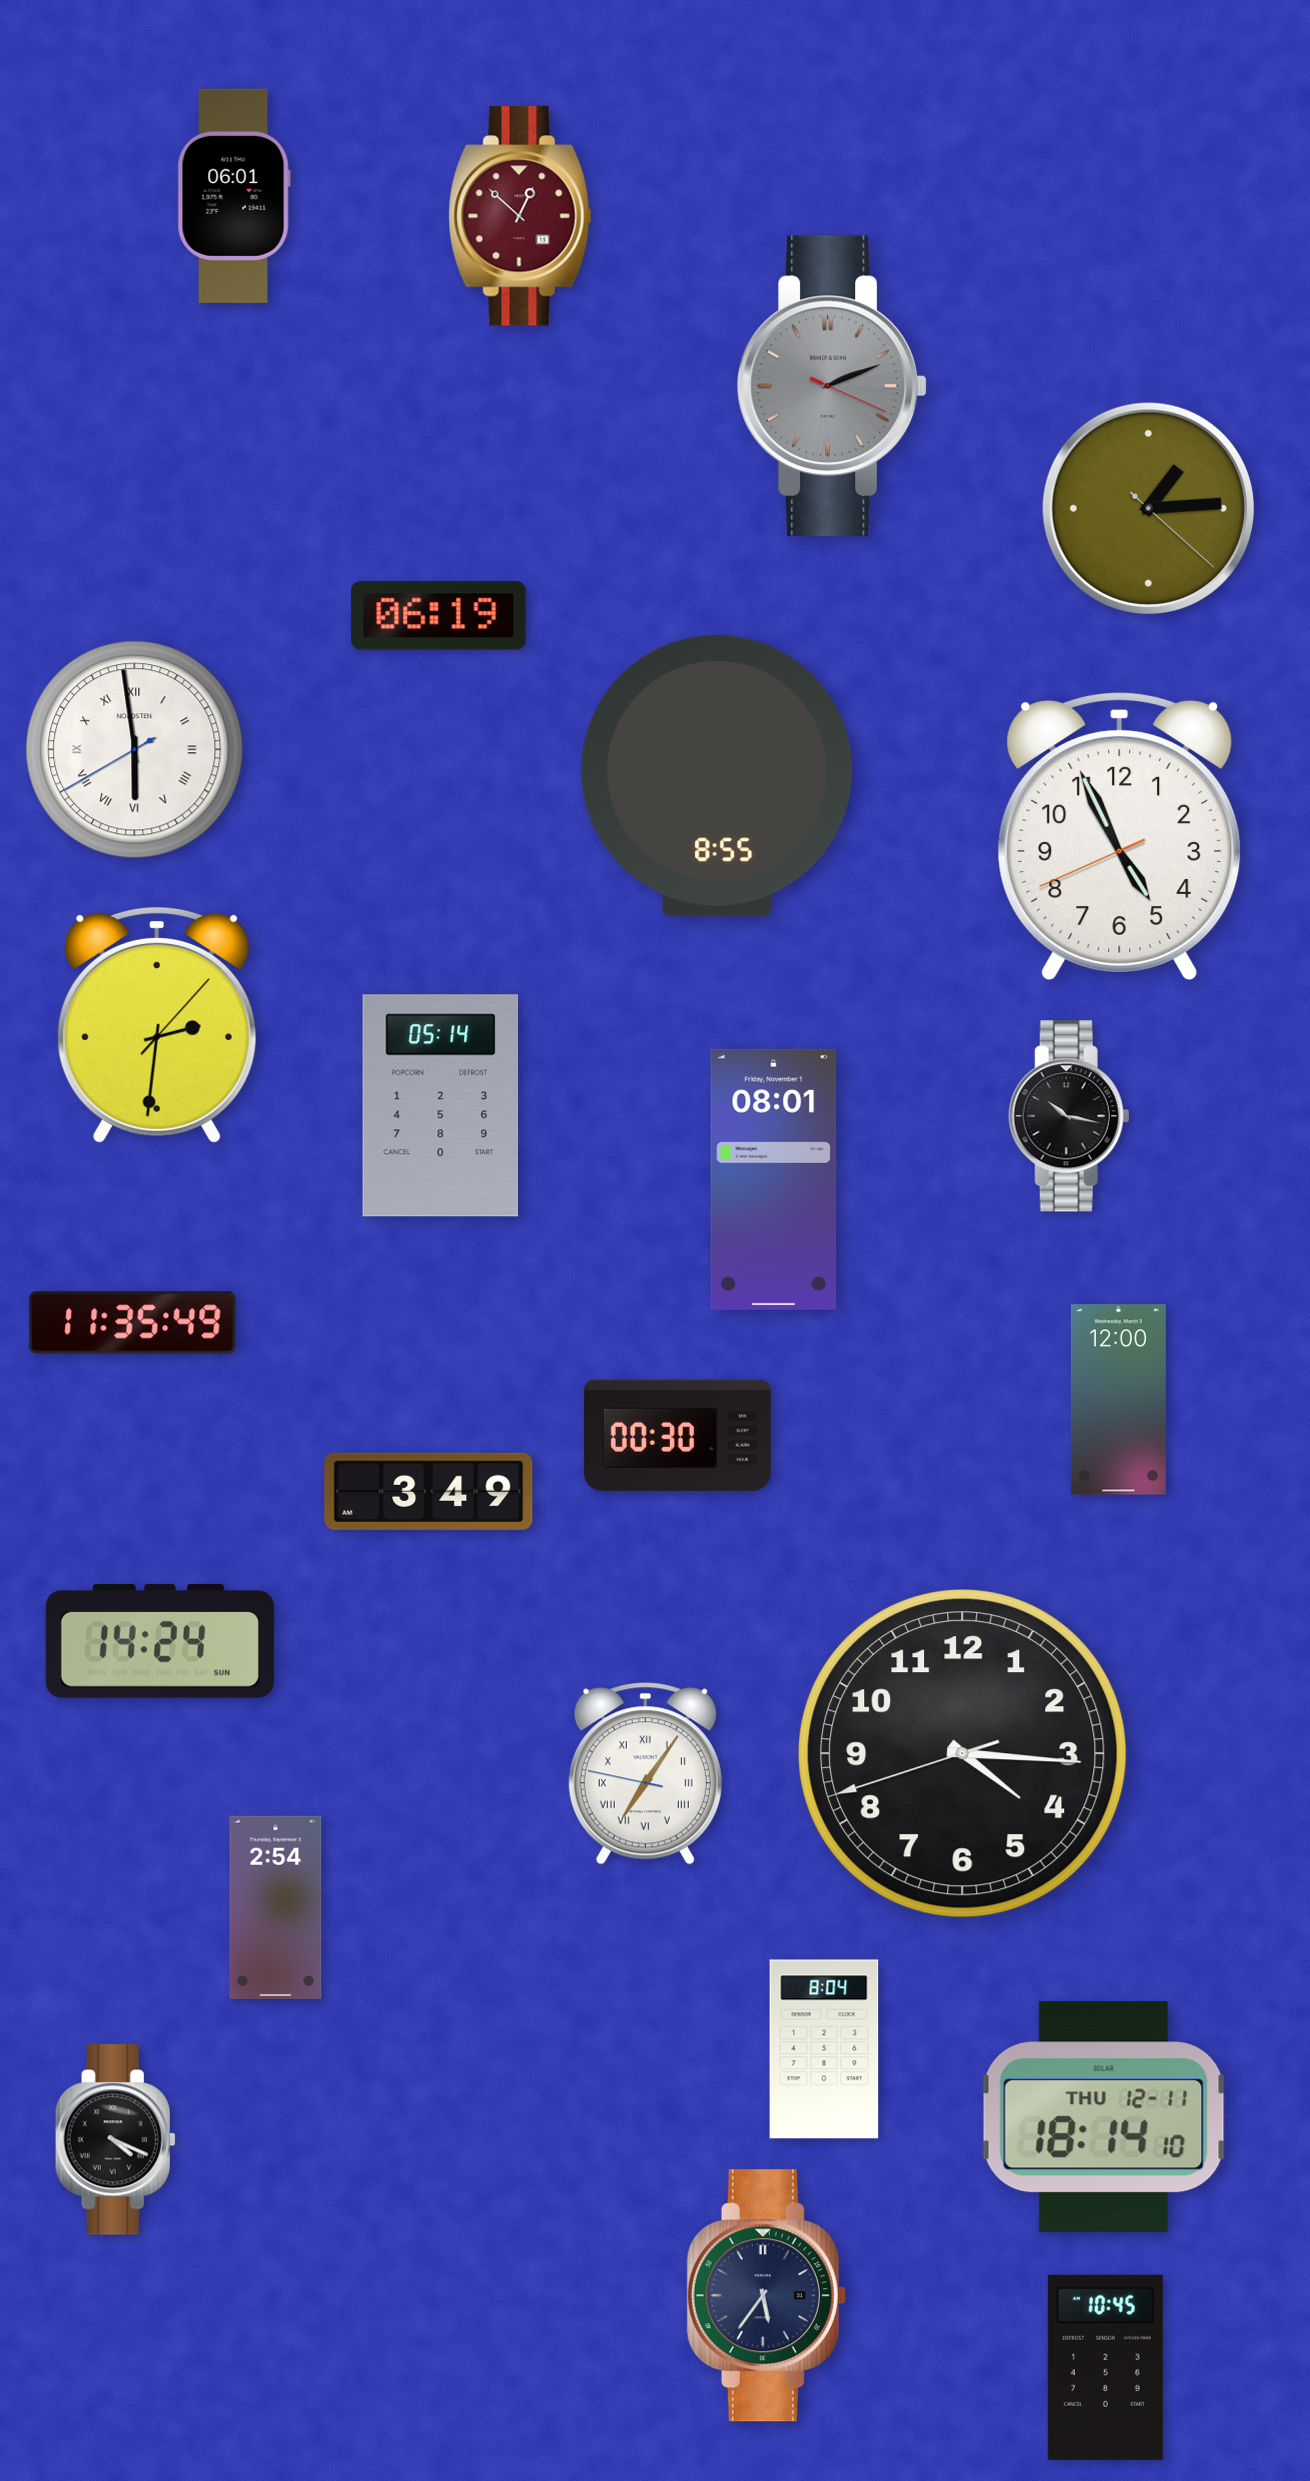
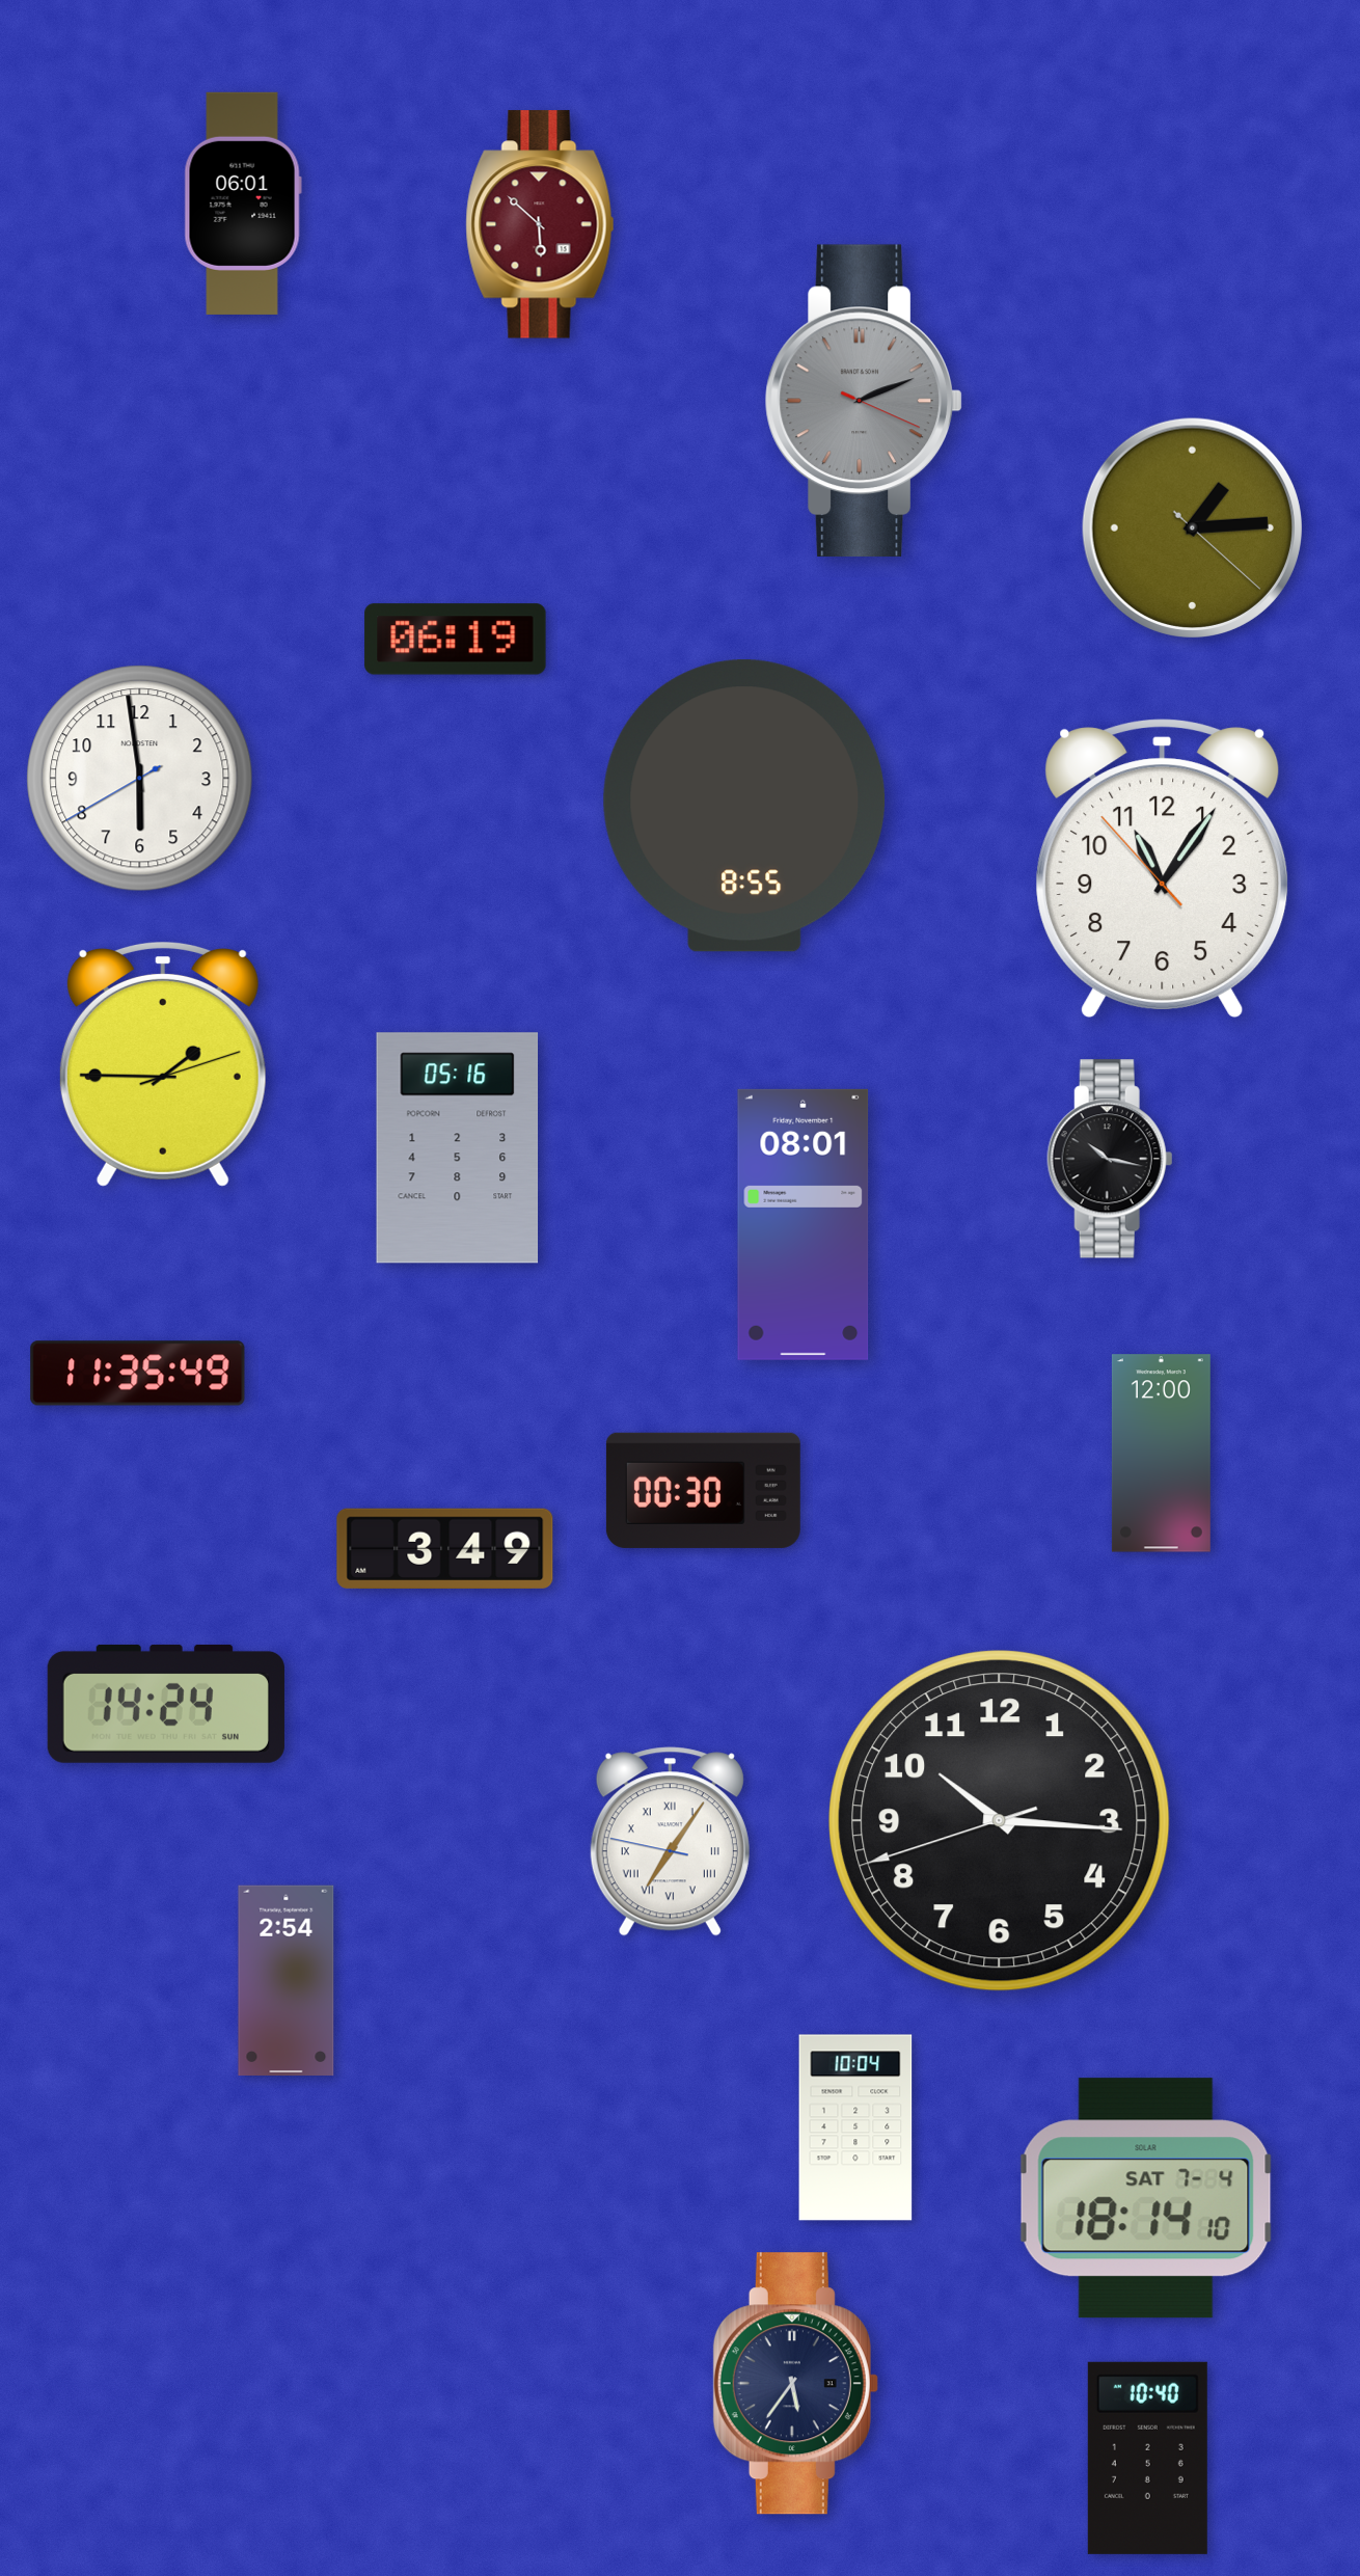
clock at (520, 216): 12:52 -> 5:52
clock at (135, 750) numerals: Roman -> Arabic
clock at (1120, 836): 4:55 -> 11:05
clock at (157, 1025): 2:31 -> 1:45
clock at (441, 1106): 05:14 -> 05:16
clock at (963, 1754): 4:15 -> 10:15
clock at (824, 2049): 8:04 -> 10:04
clock at (1104, 2117) date: THU 12-11 -> SAT 7-4
clock at (115, 2140): 4:19 -> none
clock at (1105, 2367): 10:45 -> 10:40
